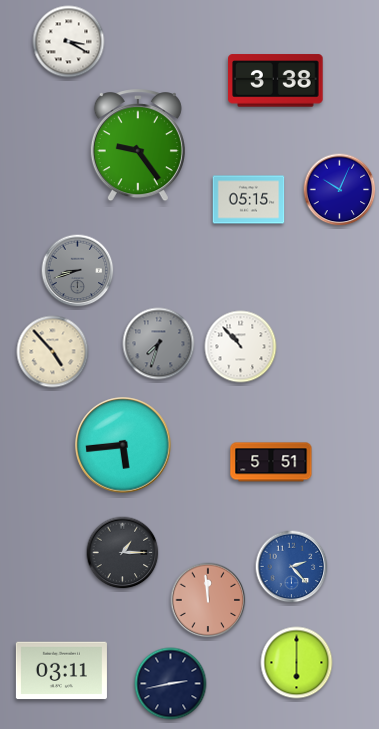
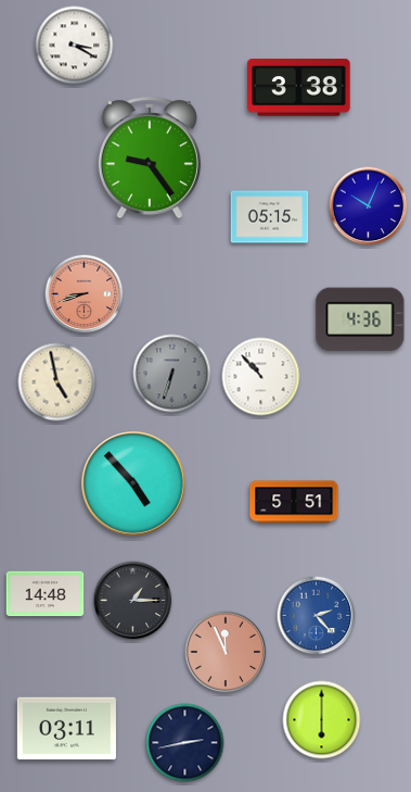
clock at (78, 271) dial: grey -> salmon
clock at (360, 319): none -> 4:36
clock at (159, 344): 7:33 -> 6:33
clock at (53, 352): 4:53 -> 4:58
clock at (123, 445): 5:44 -> 4:53
clock at (46, 594): none -> 14:48
clock at (208, 600): 11:59 -> 11:56
